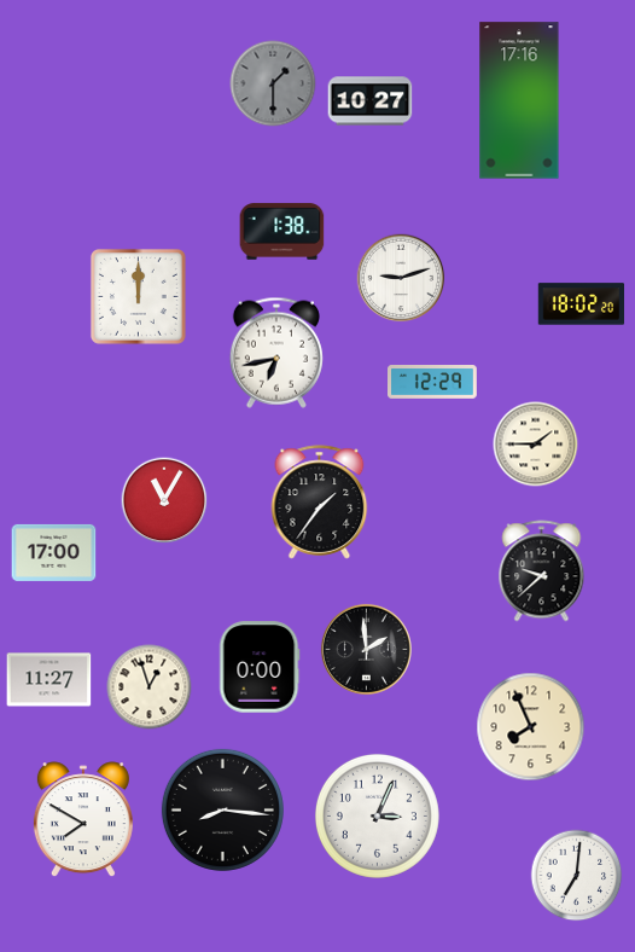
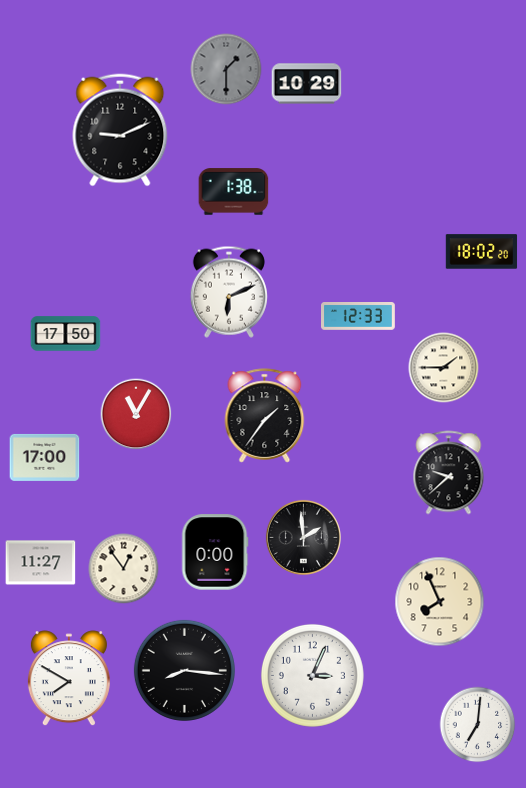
clock at (519, 100): 17:16 -> none
clock at (371, 101): 10:27 -> 10:29
clock at (120, 130): none -> 9:11
clock at (401, 278): 9:12 -> none
clock at (138, 296): 12:00 -> none
clock at (276, 353): 6:43 -> 6:11
clock at (433, 383): 12:29 -> 12:33
clock at (66, 334): none -> 17:50
clock at (150, 687): 12:57 -> 12:54
